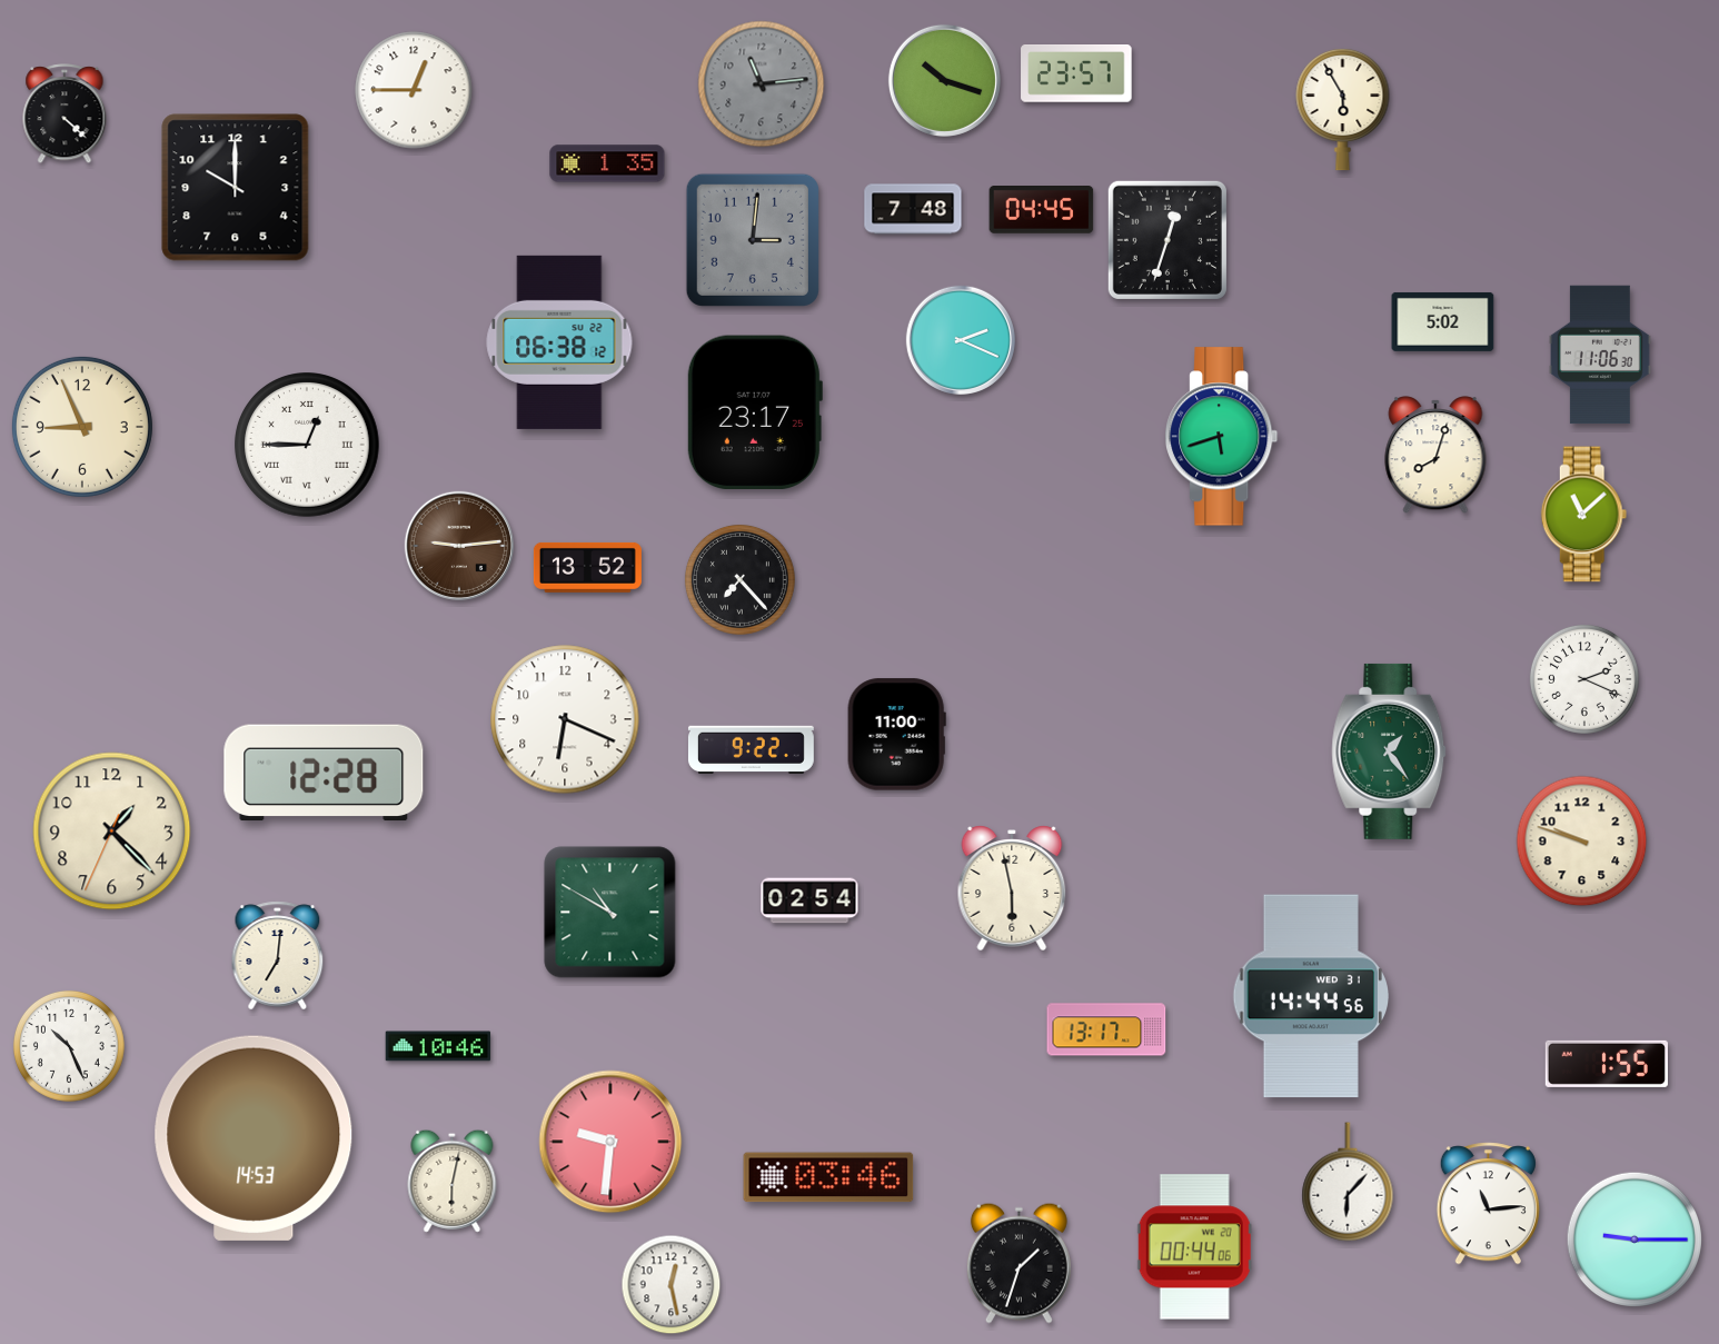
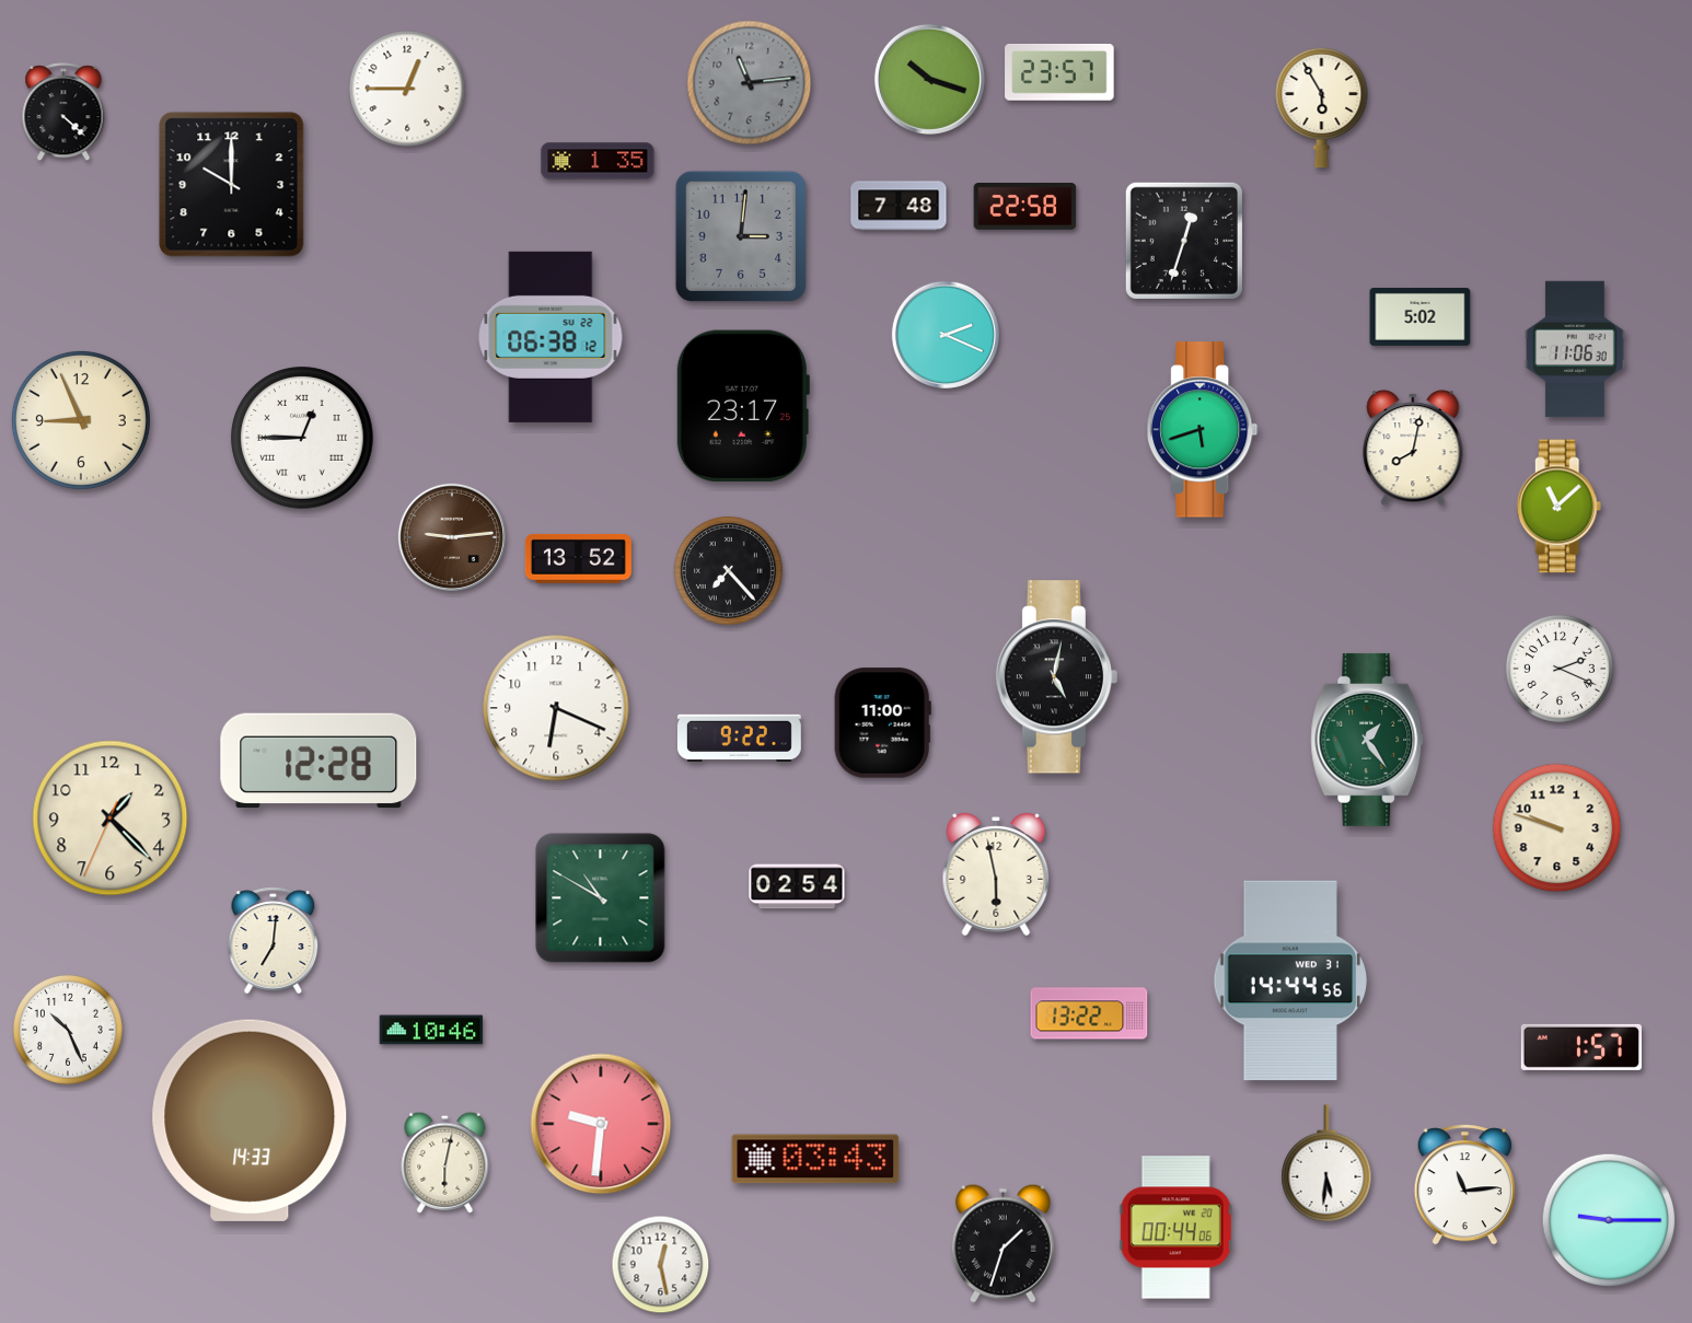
clock at (1042, 210): 04:45 -> 22:58
clock at (1167, 240) position: (1167, 240) -> (1184, 241)
clock at (1435, 455): 8:03 -> 8:02
clock at (1057, 677): none -> 5:02
clock at (1106, 1029): 13:17 -> 13:22
clock at (1607, 1064): 1:55 -> 1:57
clock at (254, 1138): 14:53 -> 14:33
clock at (828, 1177): 03:46 -> 03:43
clock at (1348, 1182): 6:07 -> 5:31
